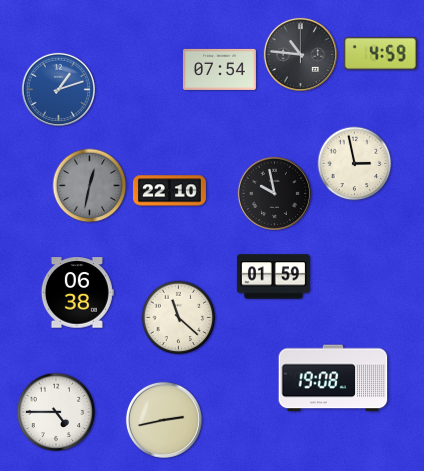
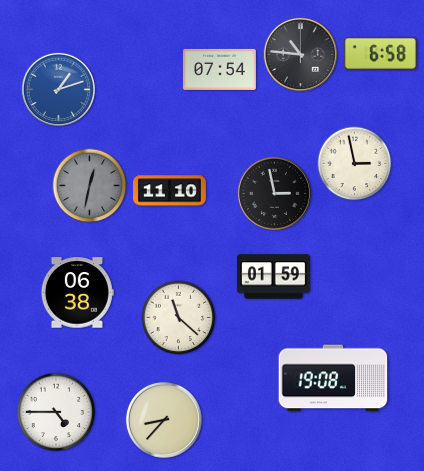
clock at (380, 53): 4:59 -> 6:58
clock at (169, 191): 22:10 -> 11:10
clock at (274, 193): 9:58 -> 2:58
clock at (164, 420): 2:43 -> 8:37
